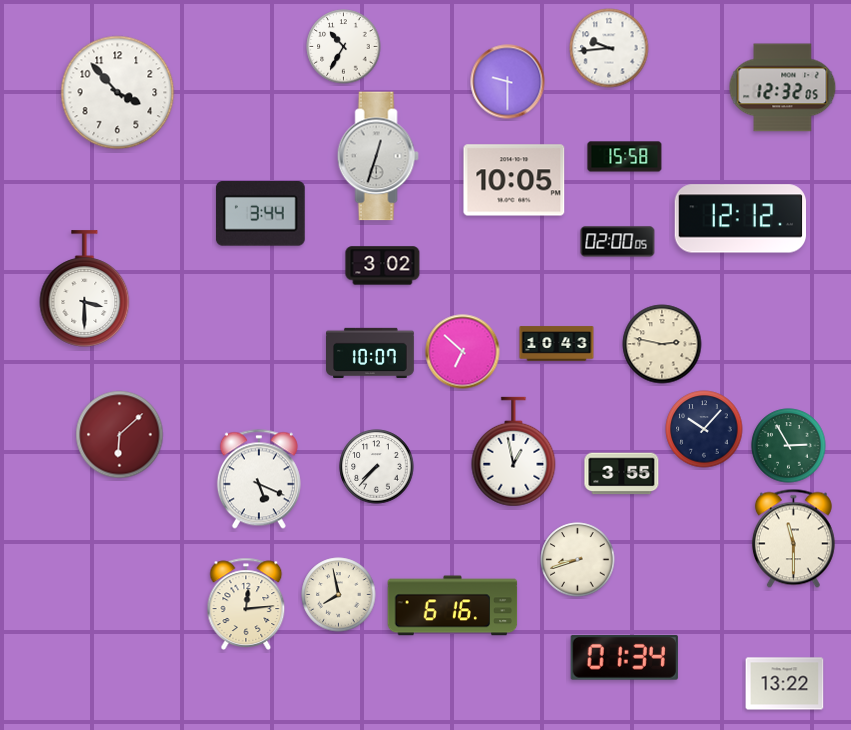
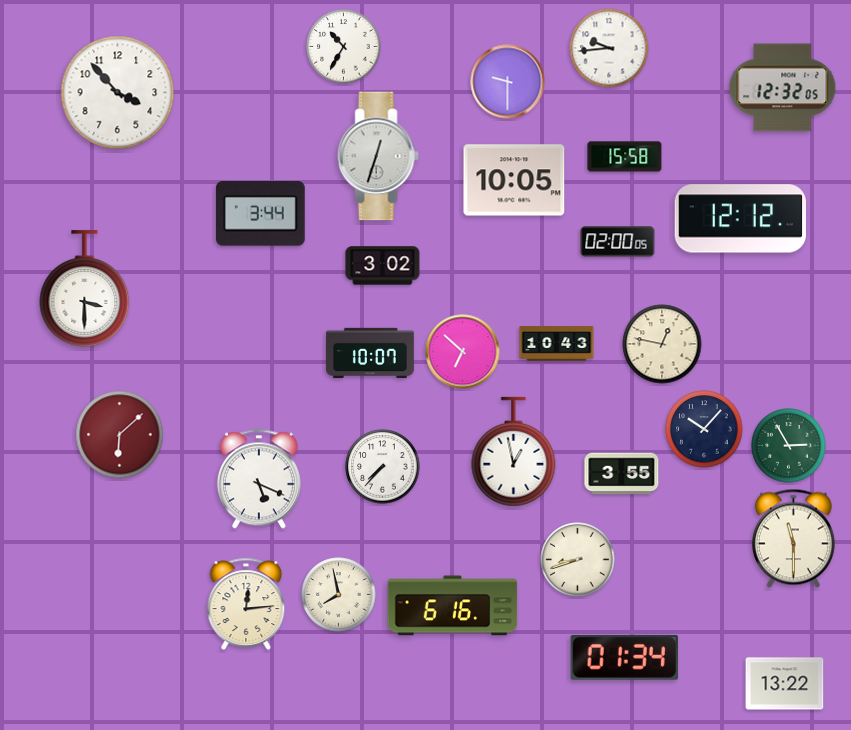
clock at (662, 344): 2:47 -> 12:47
clock at (377, 467) position: (377, 467) -> (383, 467)
